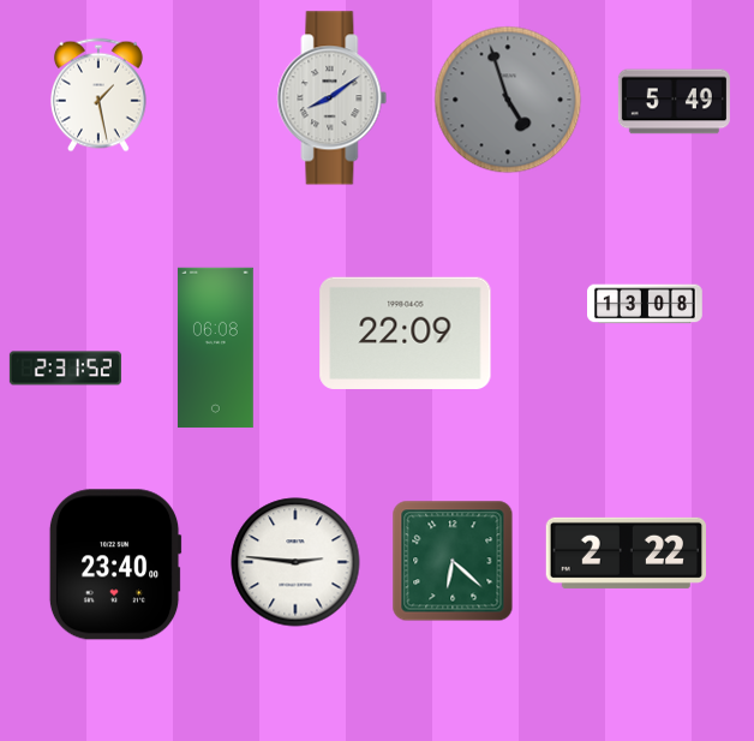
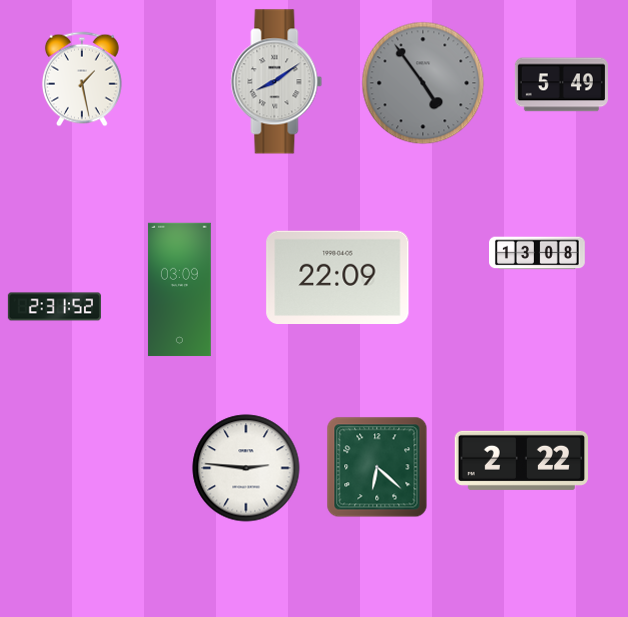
clock at (508, 100): 4:57 -> 4:54
clock at (215, 348): 06:08 -> 03:09
clock at (115, 564): 23:40 -> none
